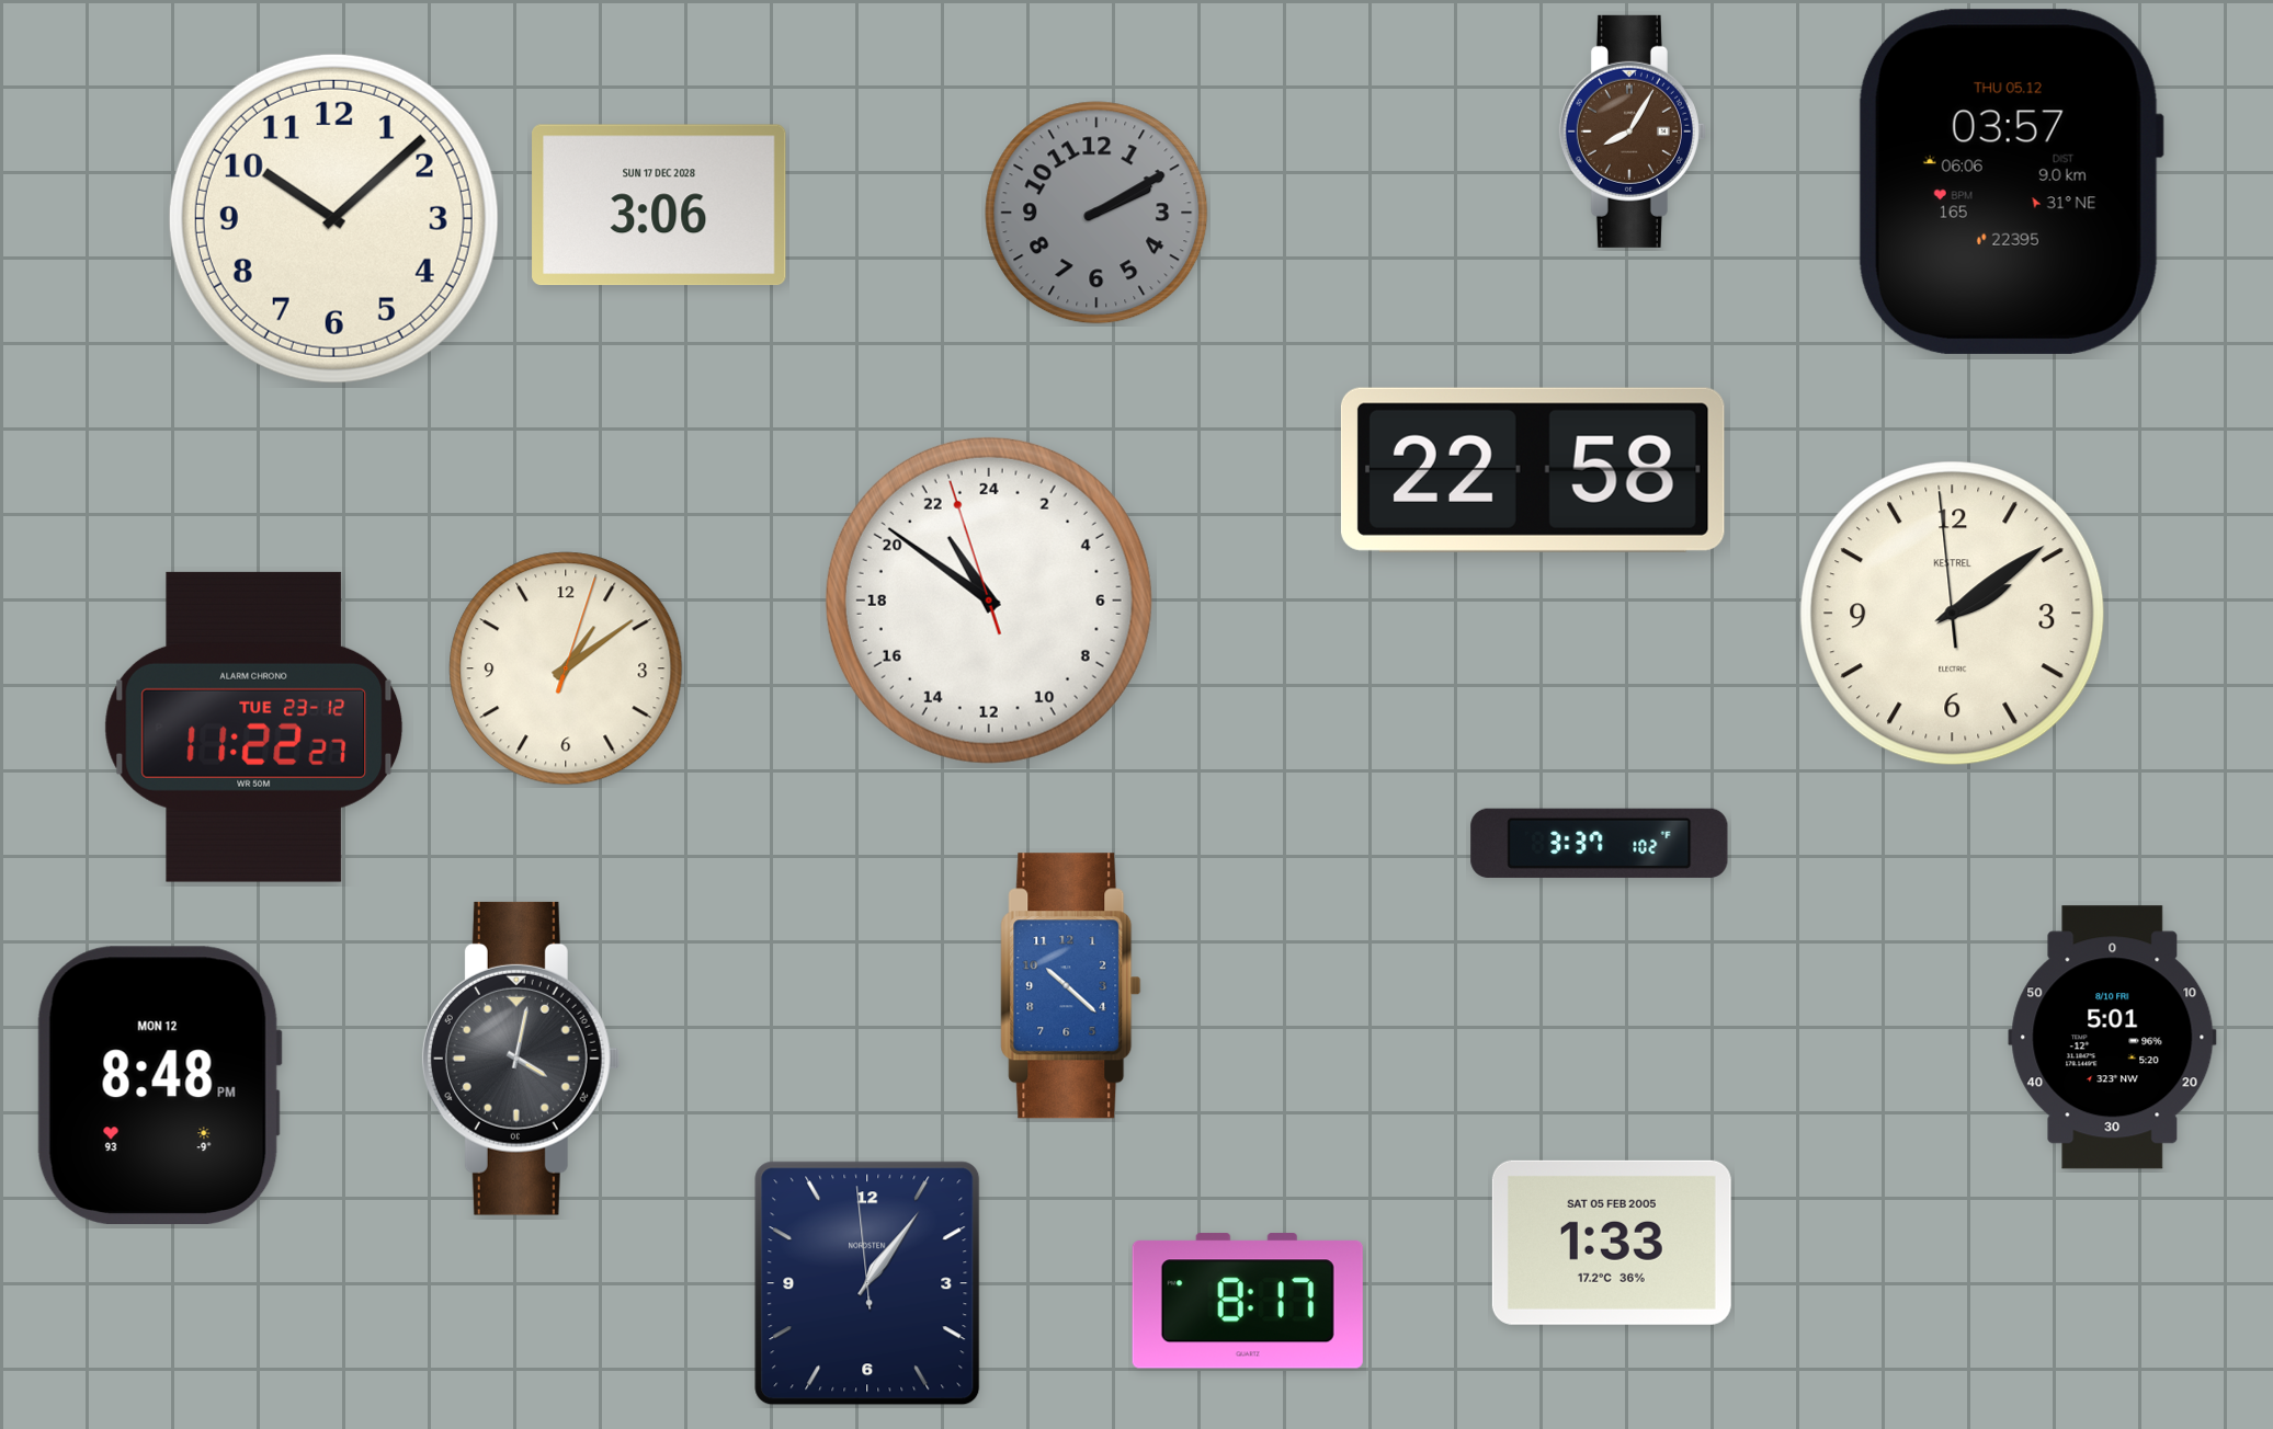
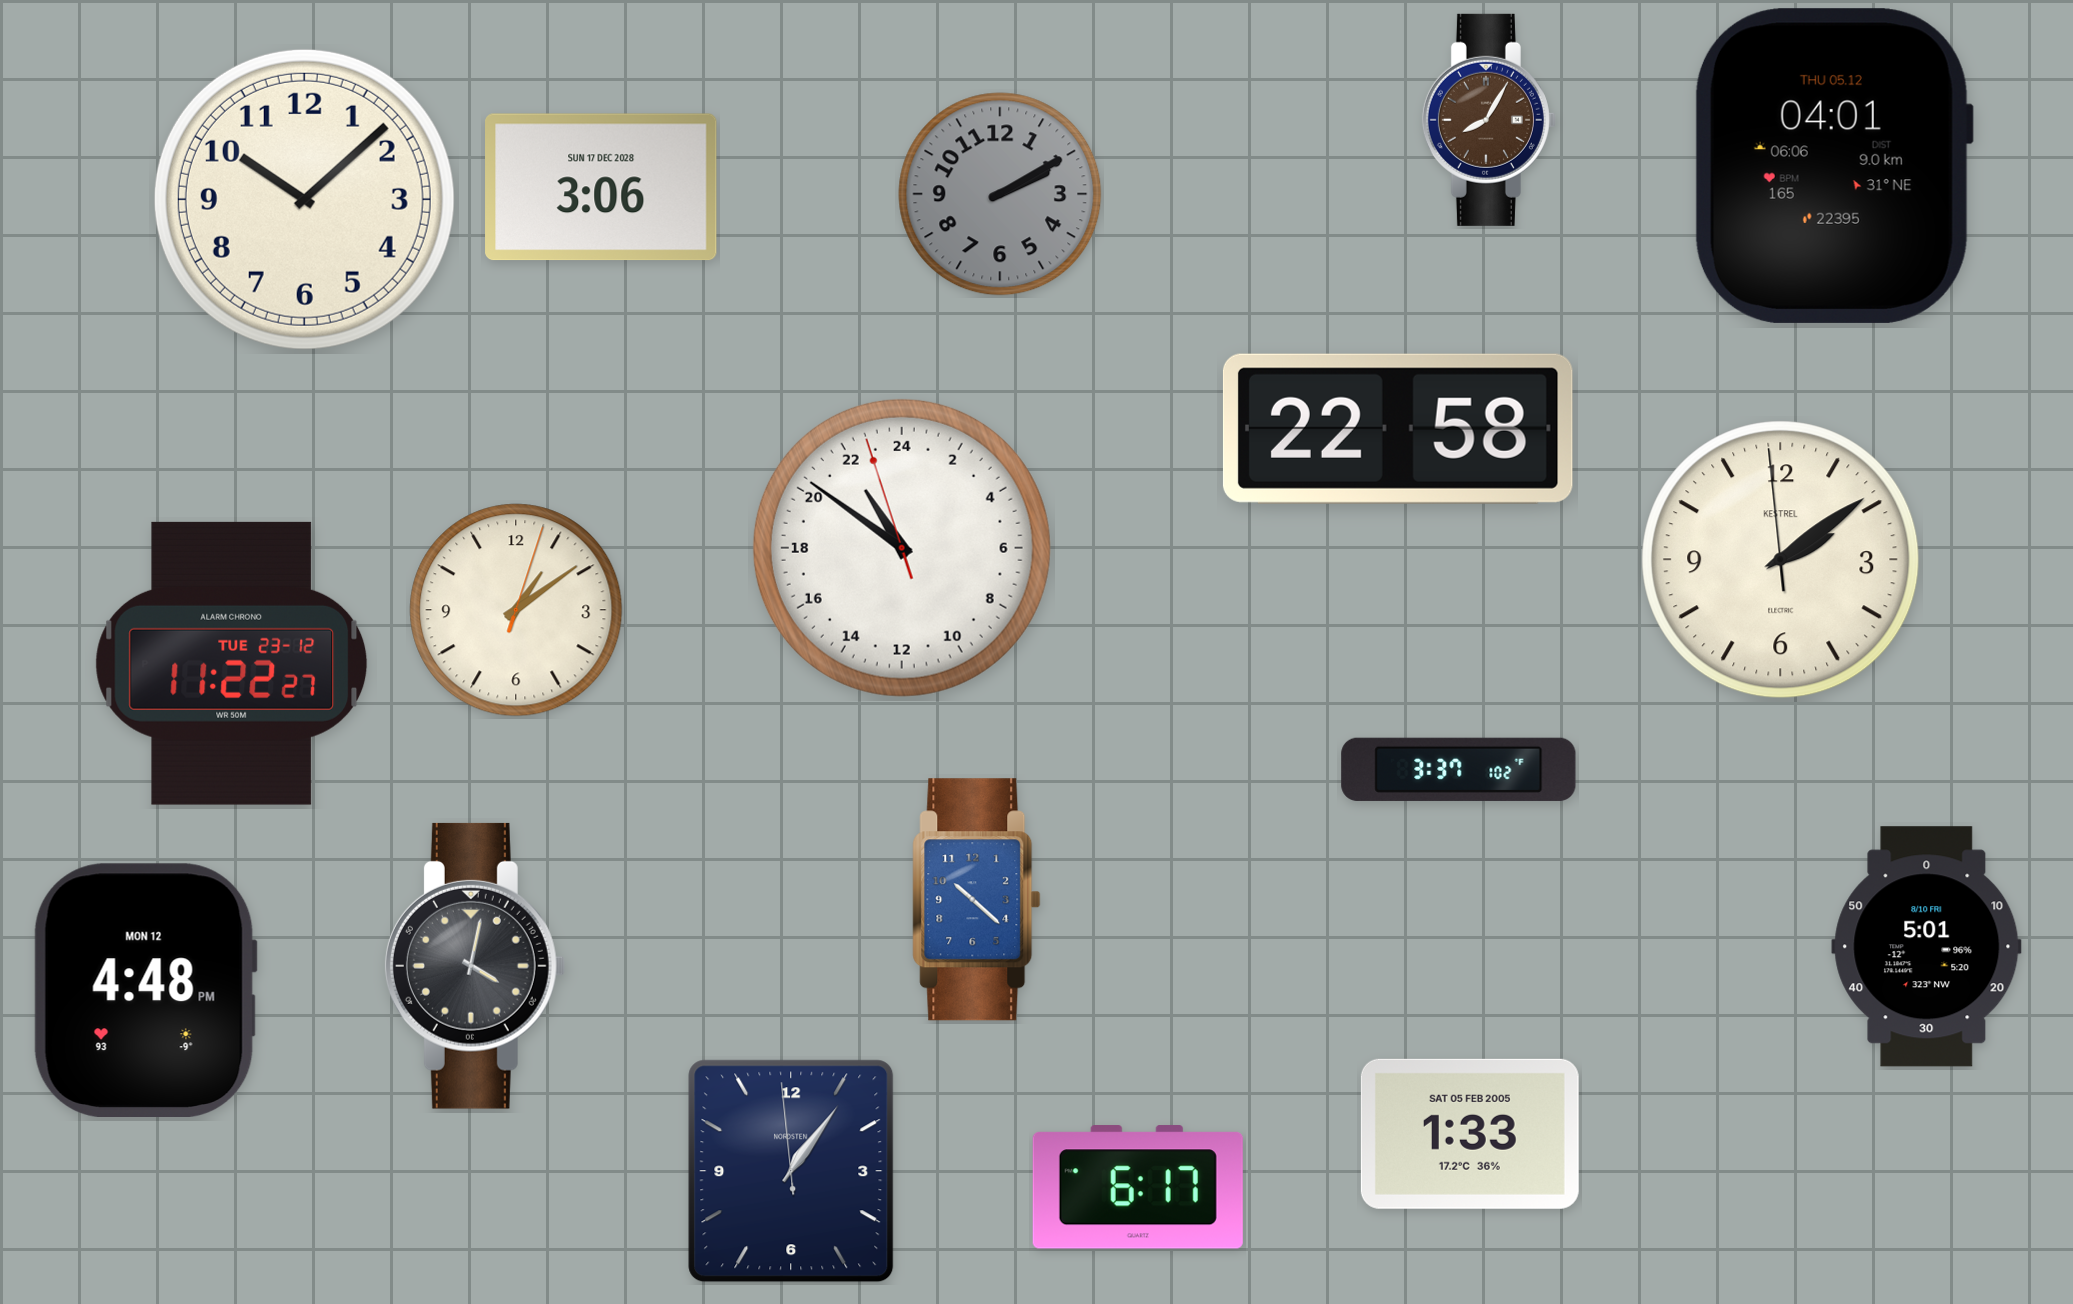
clock at (2010, 182): 03:57 -> 04:01
clock at (159, 1085): 8:48 -> 4:48
clock at (1248, 1301): 8:17 -> 6:17
